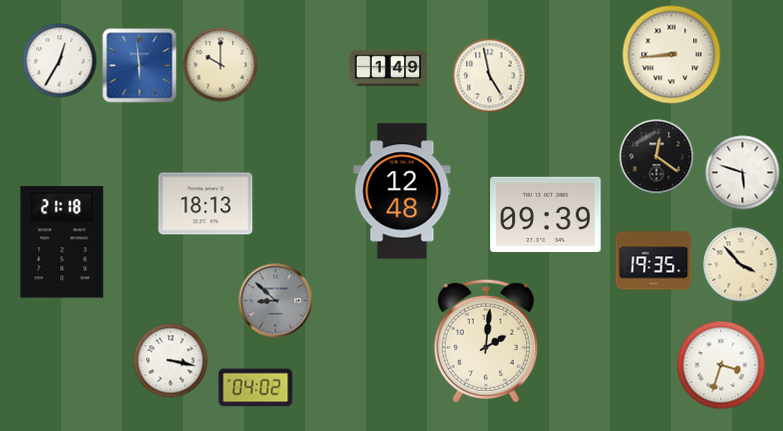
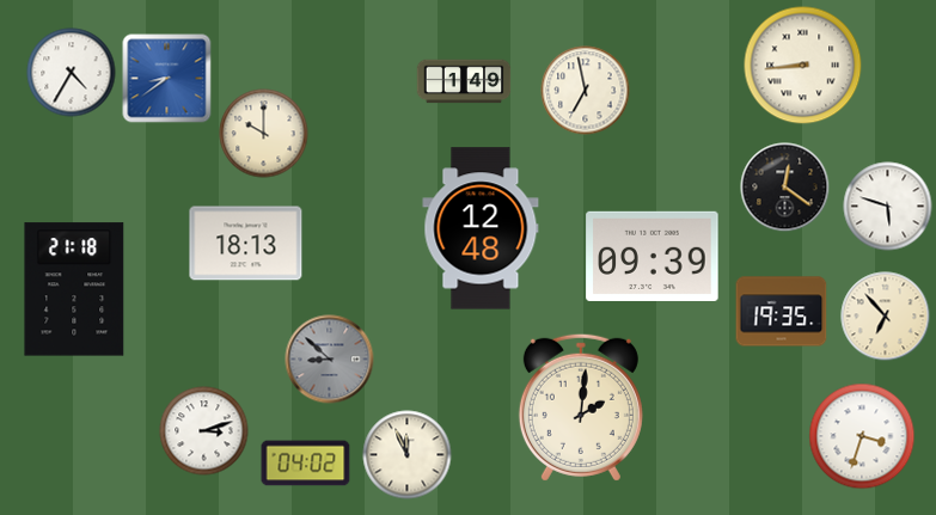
clock at (60, 61): 12:35 -> 4:35
clock at (221, 65) position: (221, 65) -> (264, 134)
clock at (140, 66): 5:59 -> 8:39
clock at (490, 76): 4:58 -> 6:58
clock at (741, 265): 3:53 -> 6:53
clock at (171, 361): 3:17 -> 3:12
clock at (408, 455): none -> 11:56
